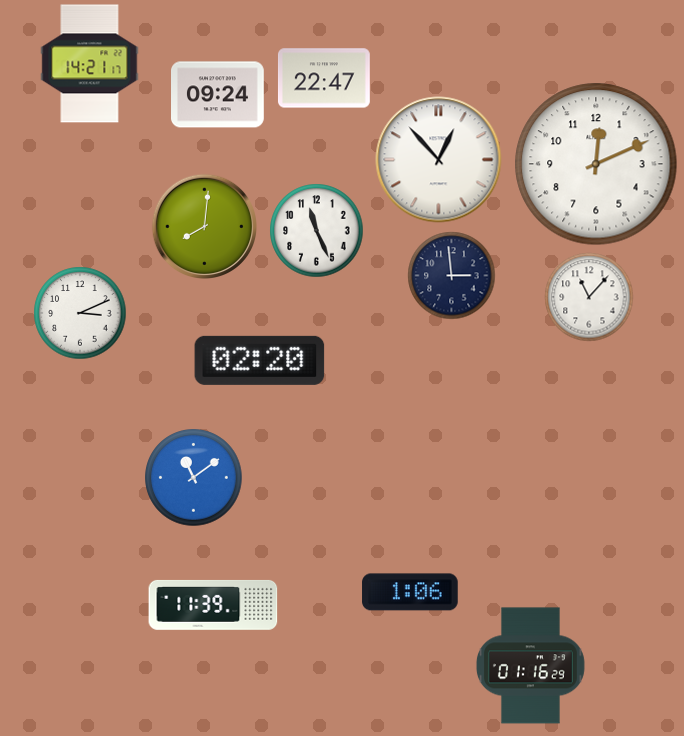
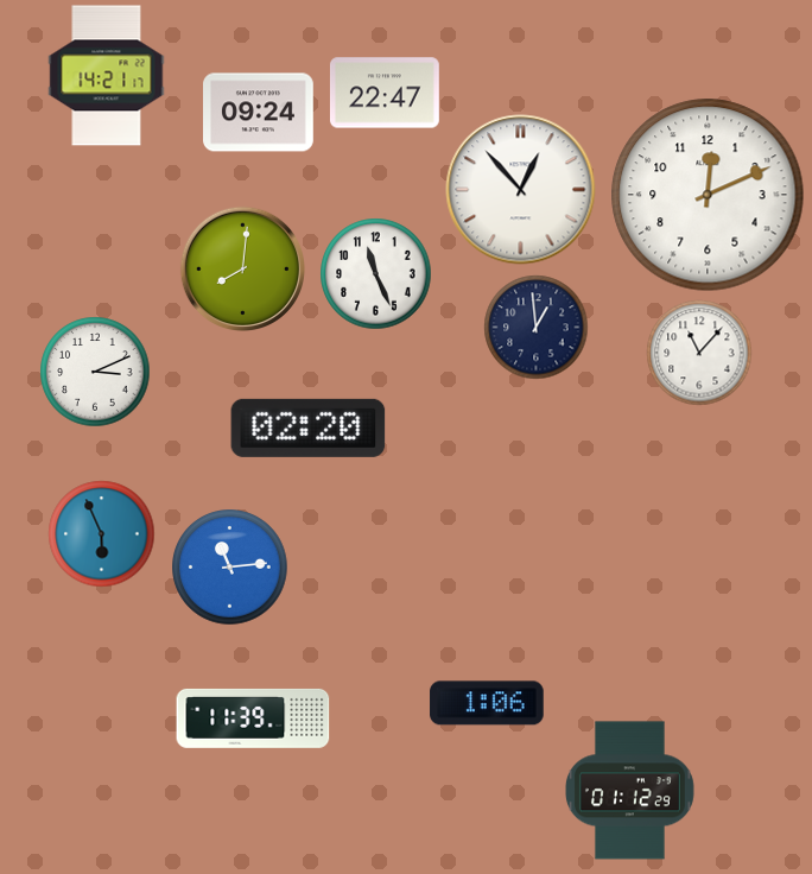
clock at (451, 275): 2:59 -> 12:59
clock at (101, 533): none -> 5:56
clock at (194, 478): 11:09 -> 11:14
clock at (530, 666): 01:16 -> 01:12
